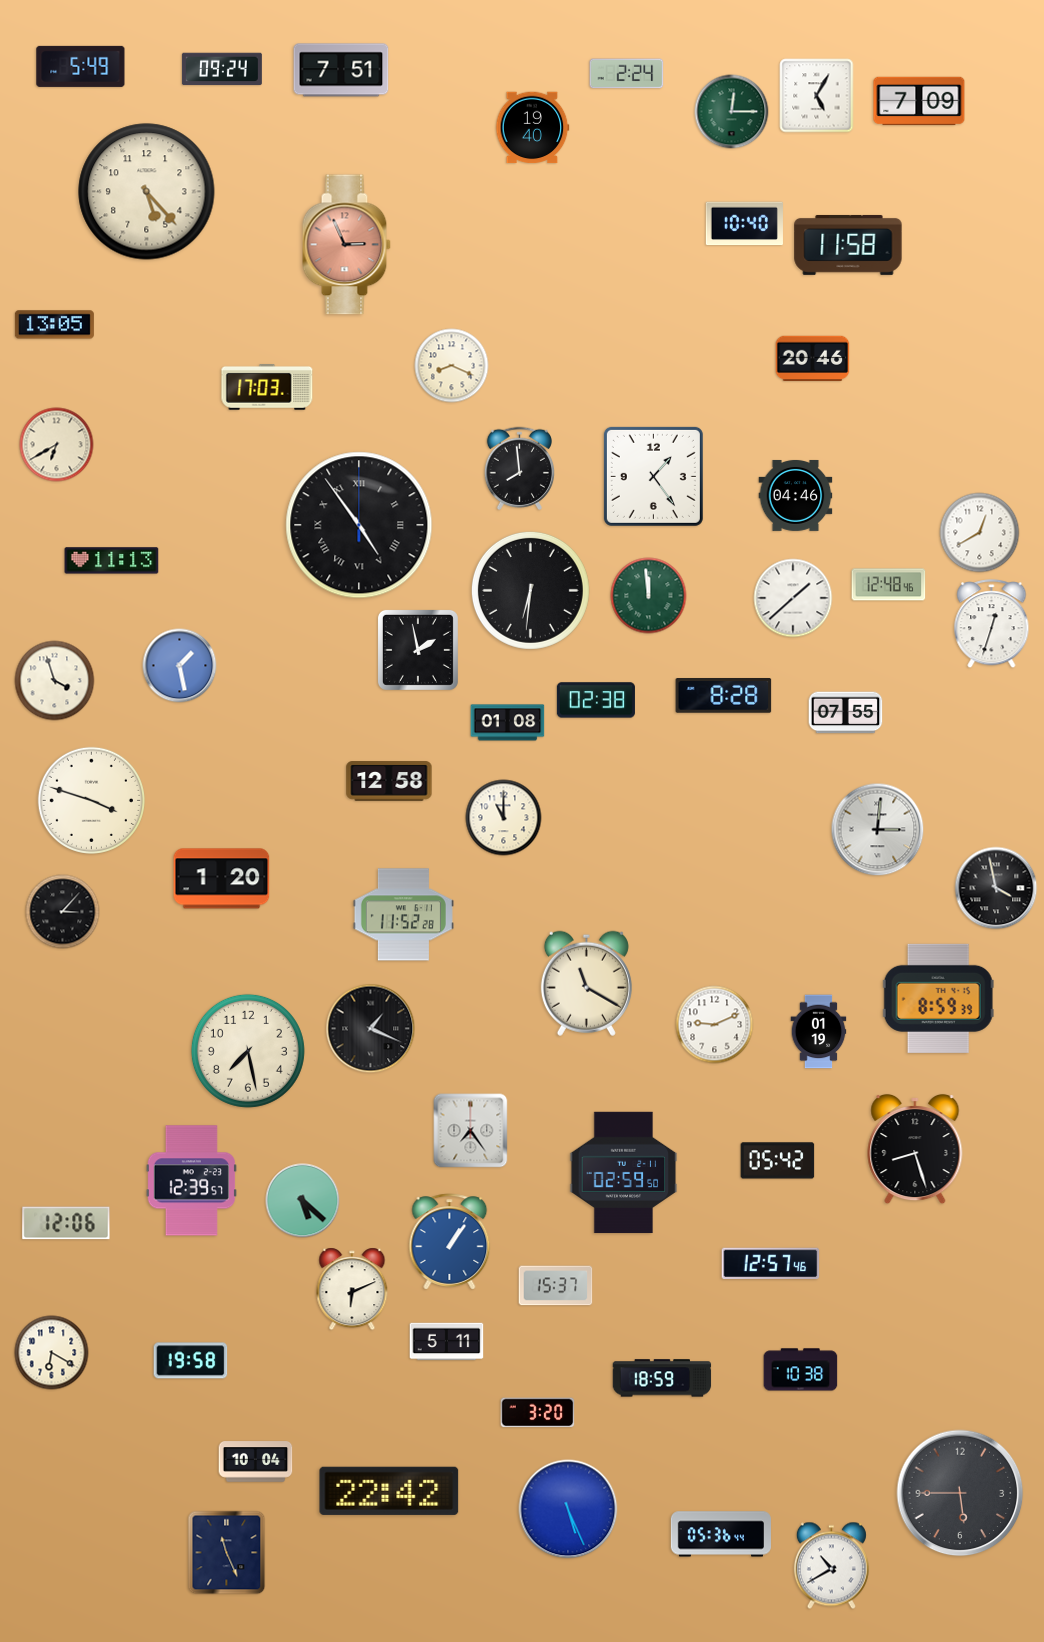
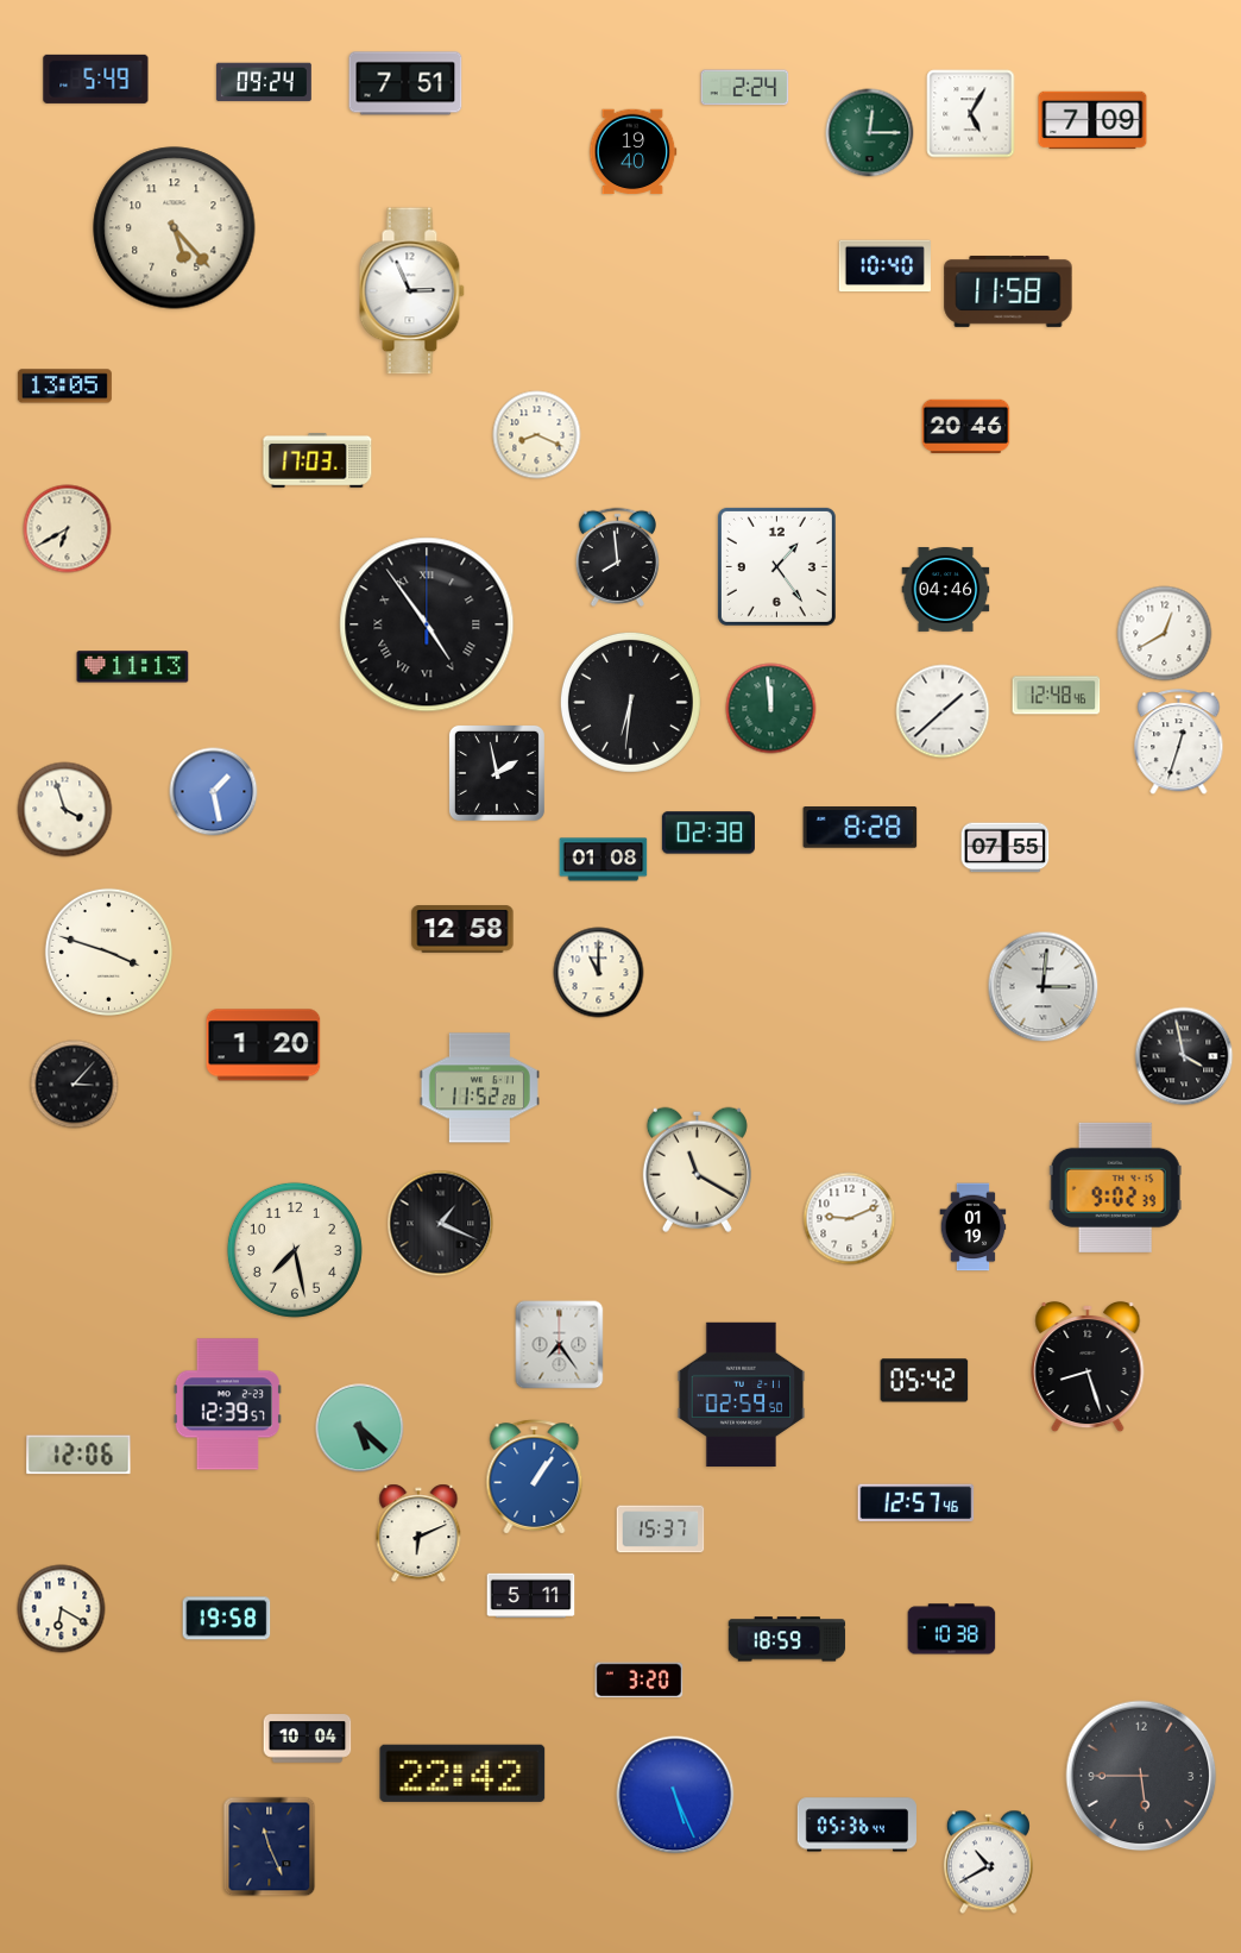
clock at (346, 245) dial: salmon -> white
clock at (938, 998): 8:59 -> 9:02
clock at (256, 1462) position: (256, 1462) -> (308, 1739)
